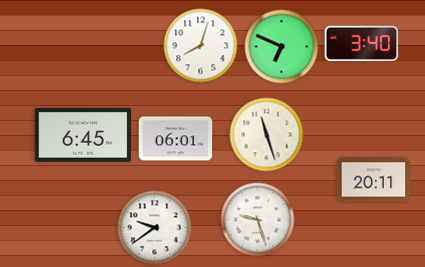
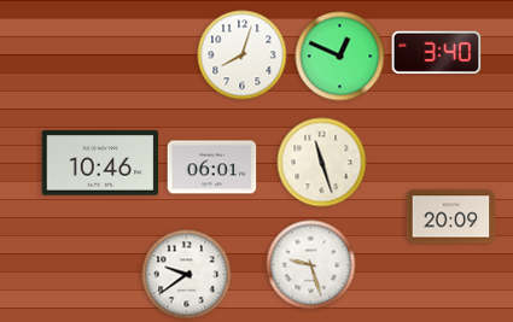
clock at (282, 47): 6:49 -> 12:49
clock at (83, 135): 6:45 -> 10:46
clock at (374, 180): 20:11 -> 20:09
